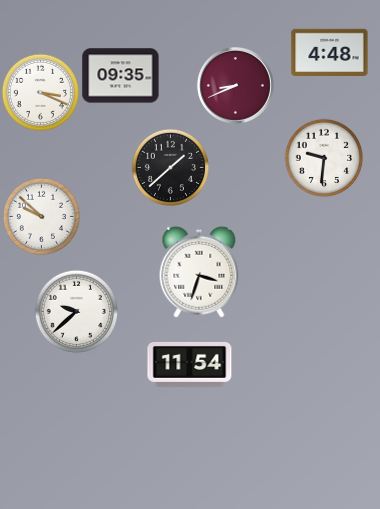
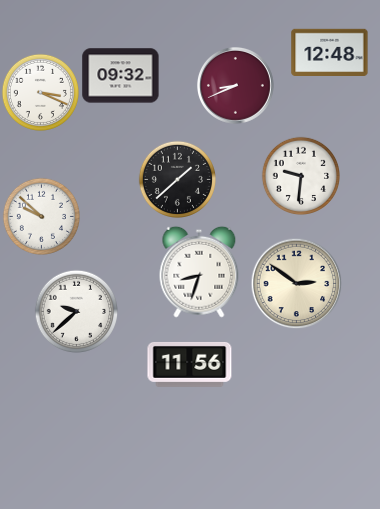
clock at (330, 52): 4:48 -> 12:48
clock at (121, 76): 09:35 -> 09:32
clock at (323, 157) position: (323, 157) -> (300, 175)
clock at (170, 167) position: (170, 167) -> (177, 179)
clock at (199, 272): 3:33 -> 8:33
clock at (296, 283): none -> 2:51
clock at (190, 364): 11:54 -> 11:56
